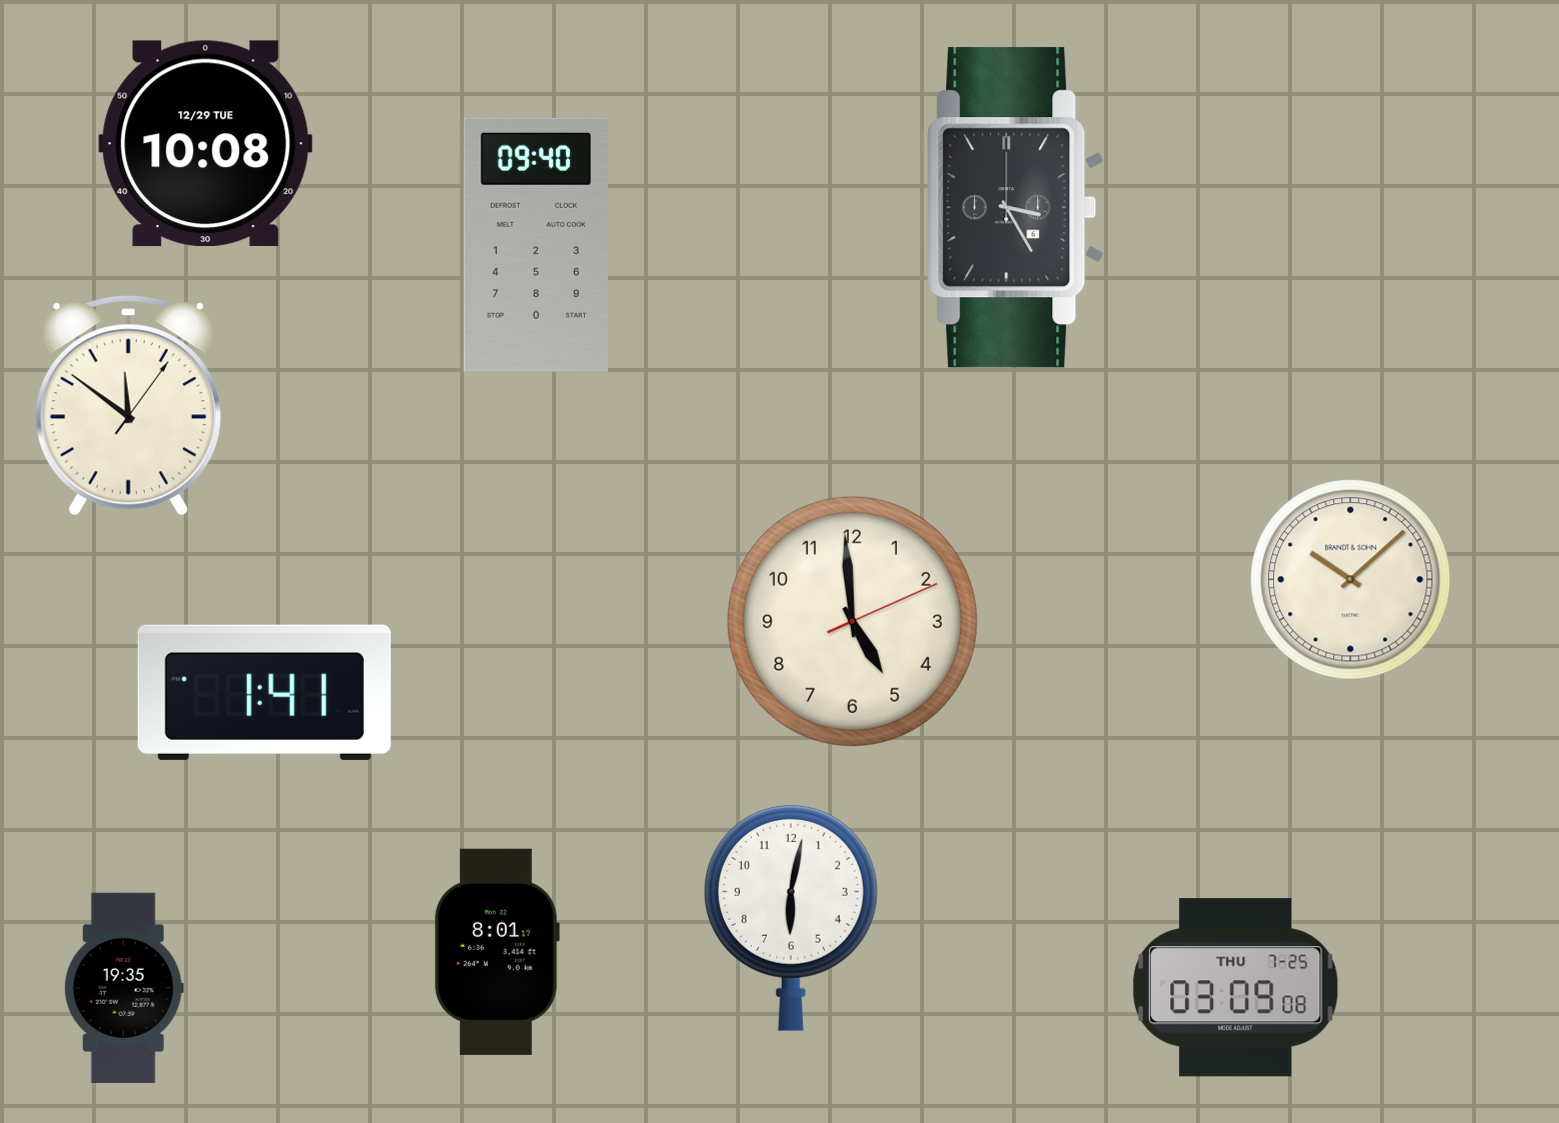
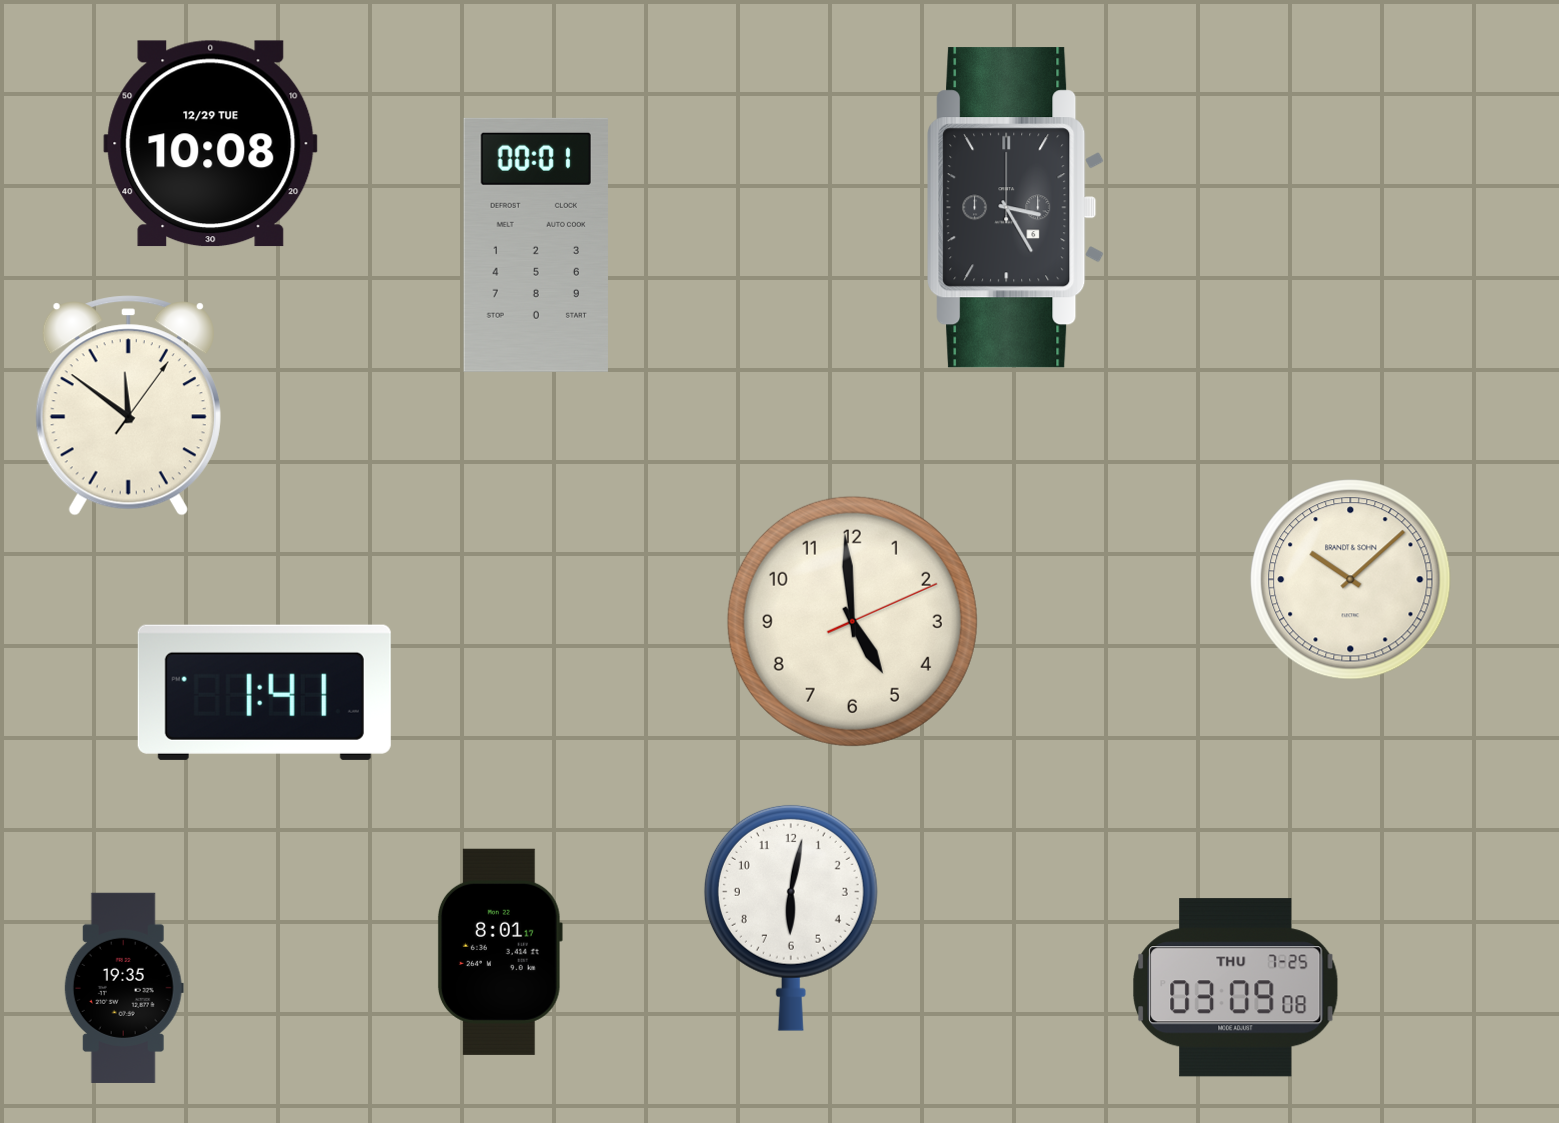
clock at (206, 144) position: (206, 144) -> (211, 144)
clock at (536, 245): 09:40 -> 00:01
clock at (497, 952) position: (497, 952) -> (500, 952)
